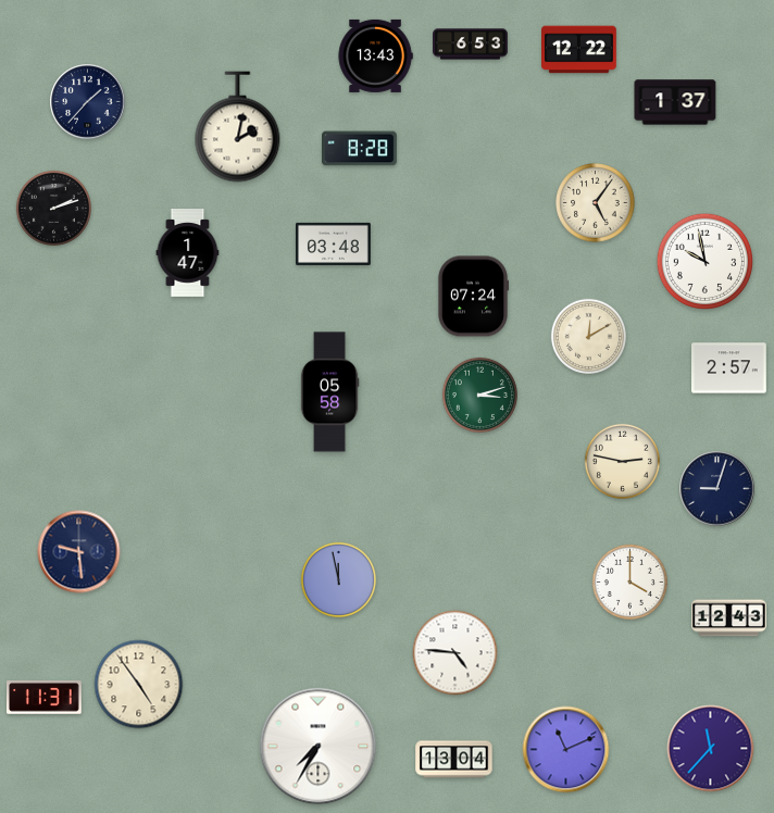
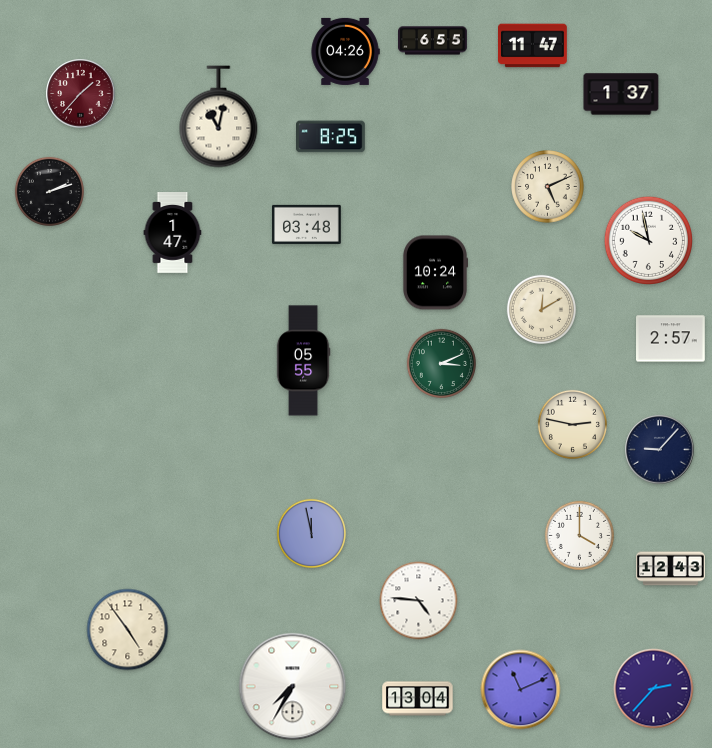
clock at (471, 45): 6:53 -> 6:55
clock at (579, 50): 12:22 -> 11:47
clock at (375, 55): 13:43 -> 04:26
clock at (88, 102) dial: navy -> burgundy
clock at (238, 127): 2:02 -> 11:02
clock at (360, 149): 8:28 -> 8:25
clock at (596, 203): 5:06 -> 5:11
clock at (472, 297): 07:24 -> 10:24
clock at (329, 392): 05:58 -> 05:55
clock at (479, 395): 3:12 -> 3:11
clock at (717, 489): 9:03 -> 9:07
clock at (79, 552): 9:29 -> none
clock at (45, 698): 11:31 -> none
clock at (711, 749): 11:37 -> 2:37
